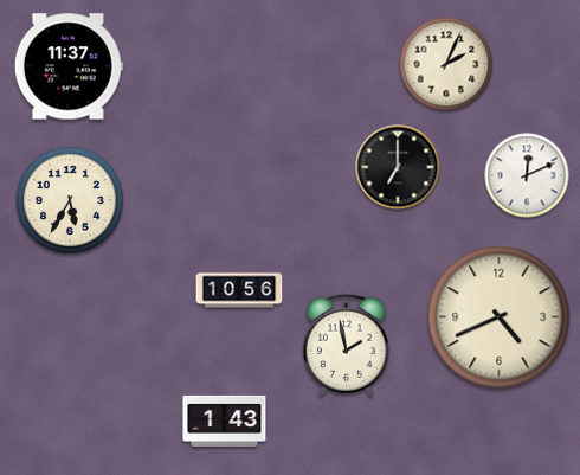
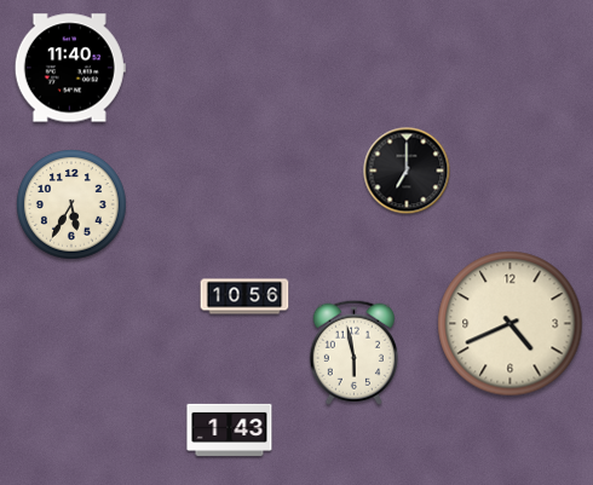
clock at (446, 64): 2:04 -> none
clock at (69, 66): 11:37 -> 11:40
clock at (527, 175): 12:11 -> none
clock at (346, 345): 1:58 -> 5:58
